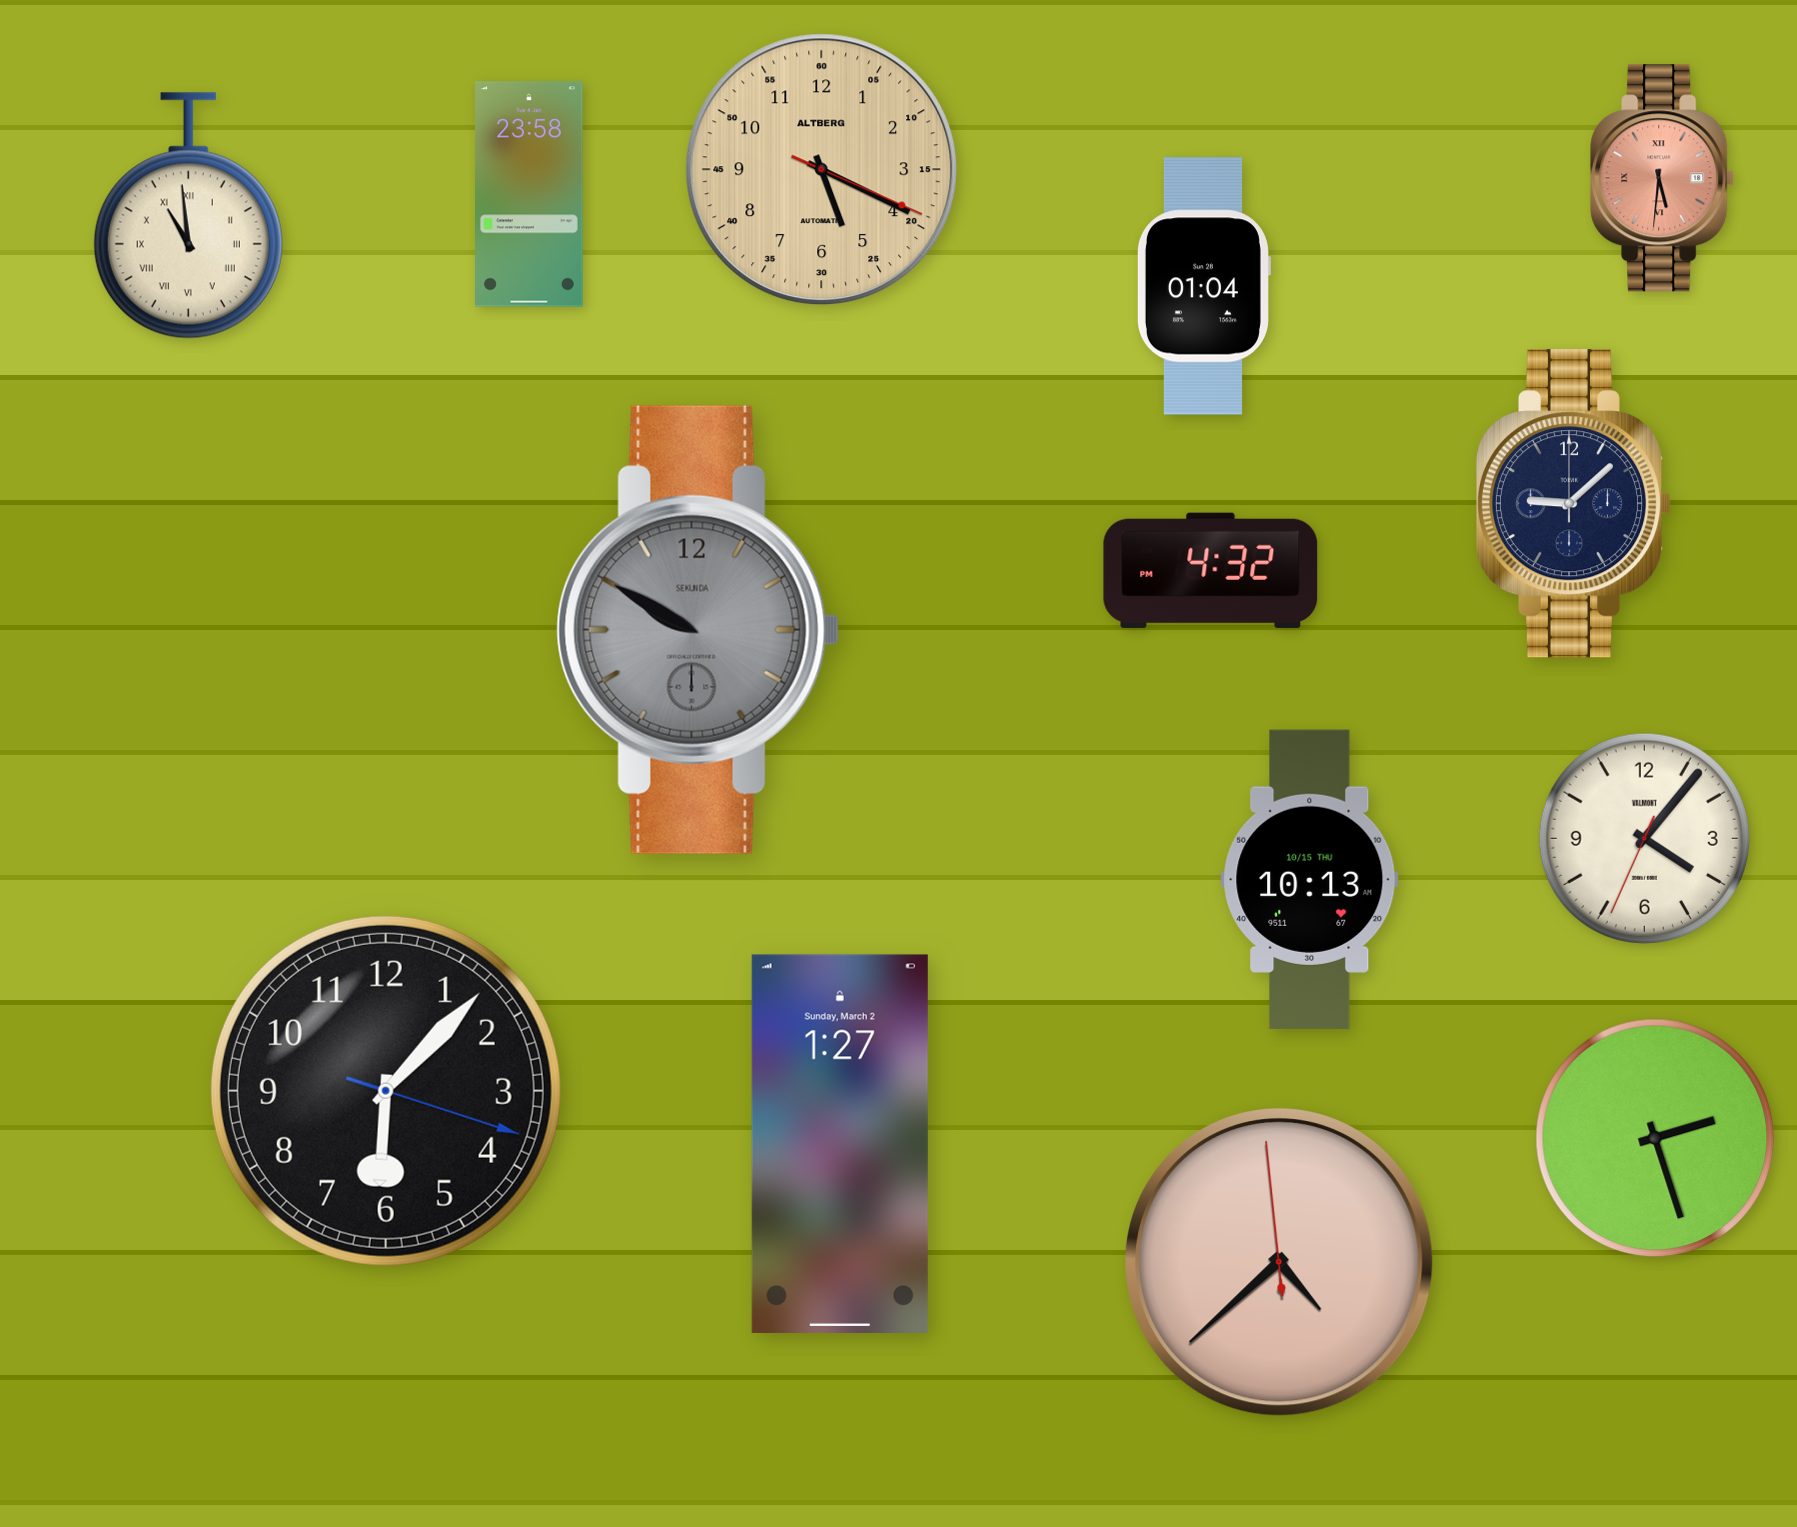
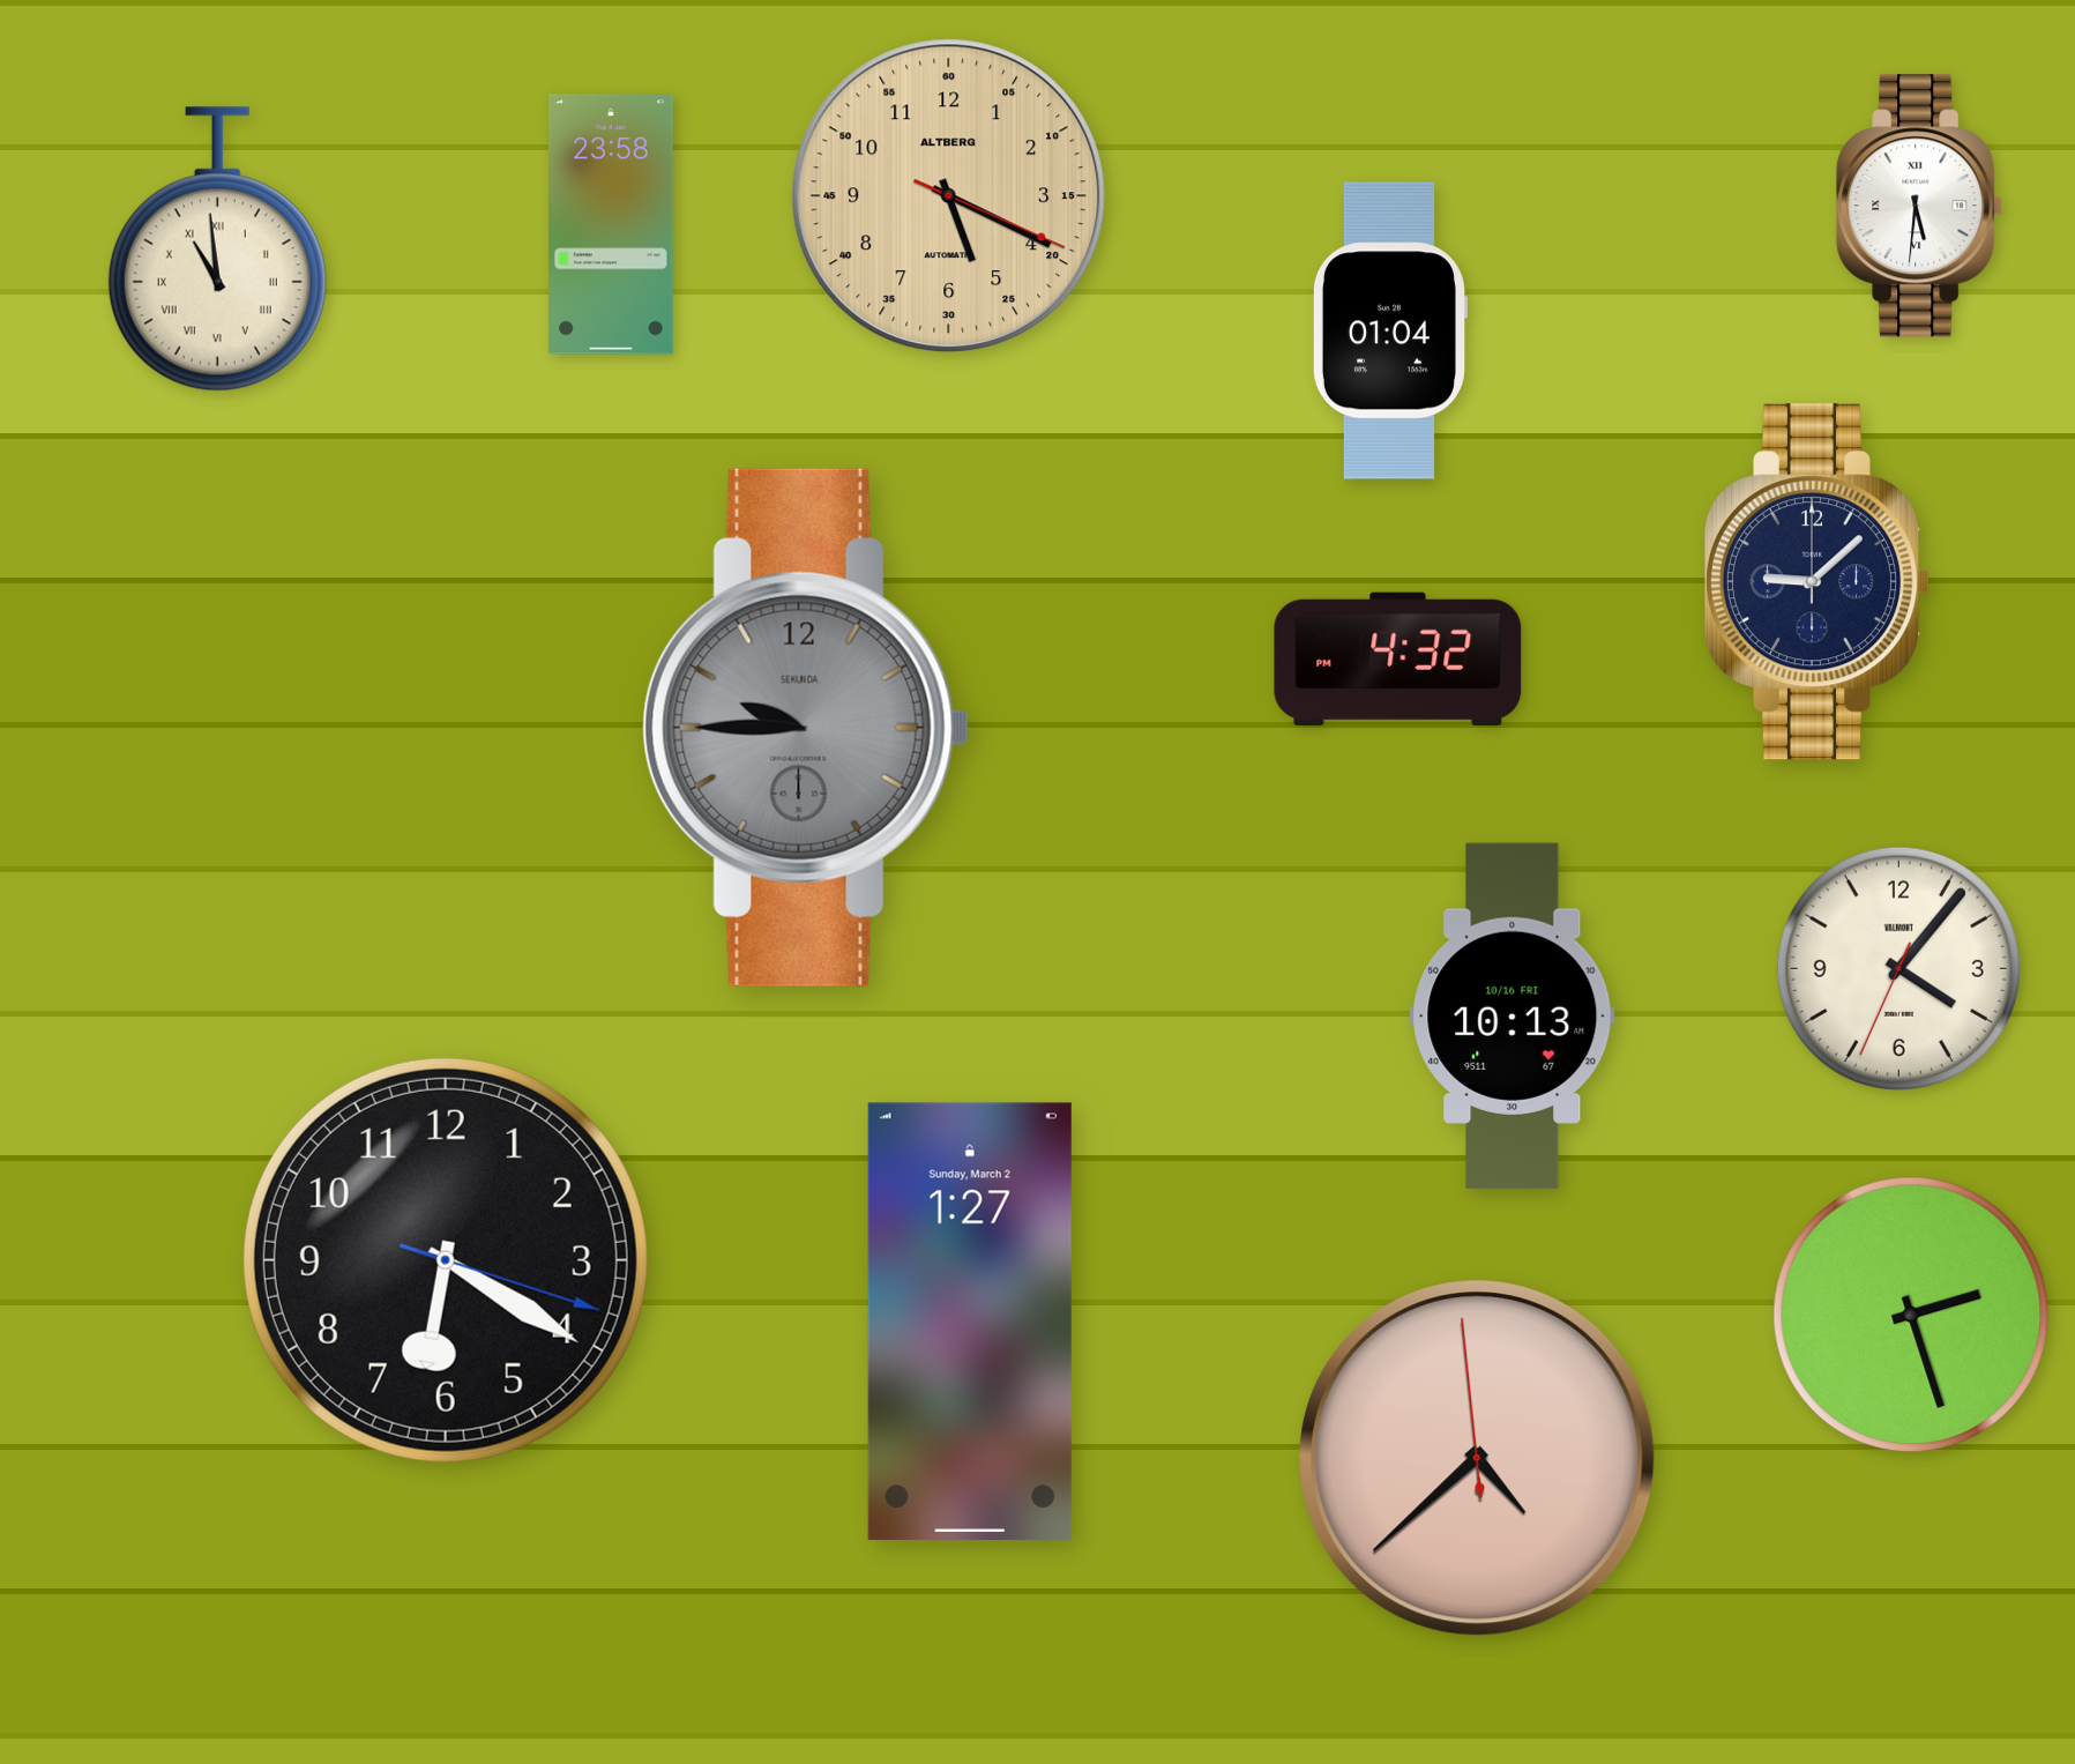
clock at (1662, 178) dial: salmon -> white
clock at (698, 630): 9:50 -> 9:45
clock at (1310, 879) date: 10/15 THU -> 10/16 FRI
clock at (386, 1091): 6:07 -> 6:20
